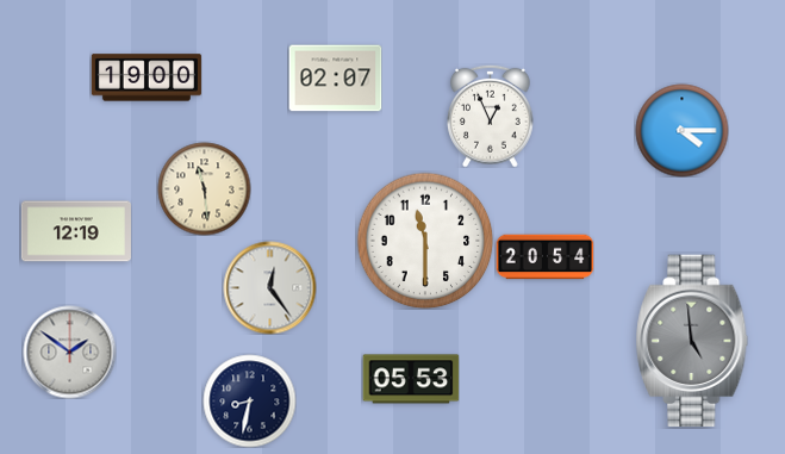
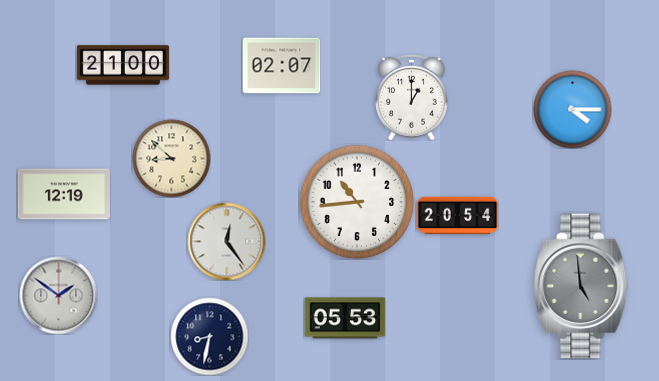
clock at (147, 77): 19:00 -> 21:00
clock at (491, 116): 12:56 -> 1:00
clock at (204, 188): 11:29 -> 8:52
clock at (425, 241): 11:30 -> 10:44
